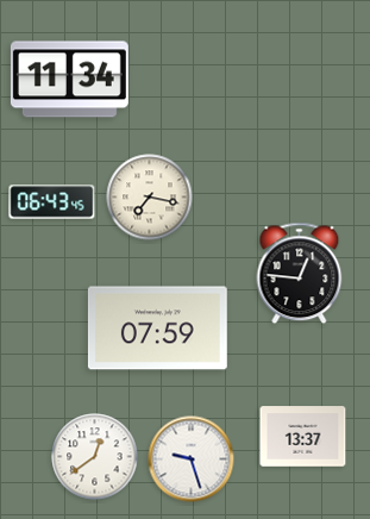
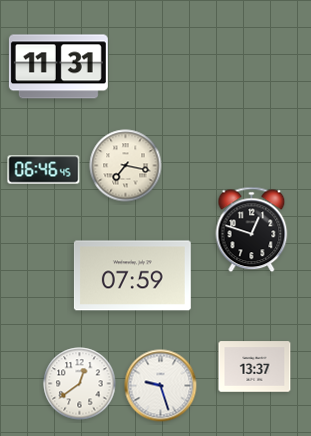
clock at (69, 80): 11:34 -> 11:31
clock at (52, 202): 06:43 -> 06:46
clock at (300, 274): 12:46 -> 12:48
